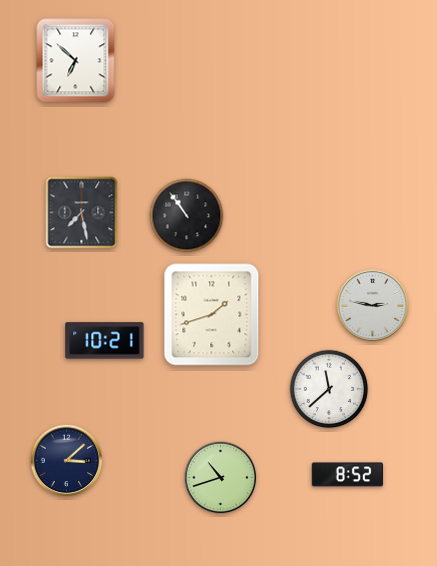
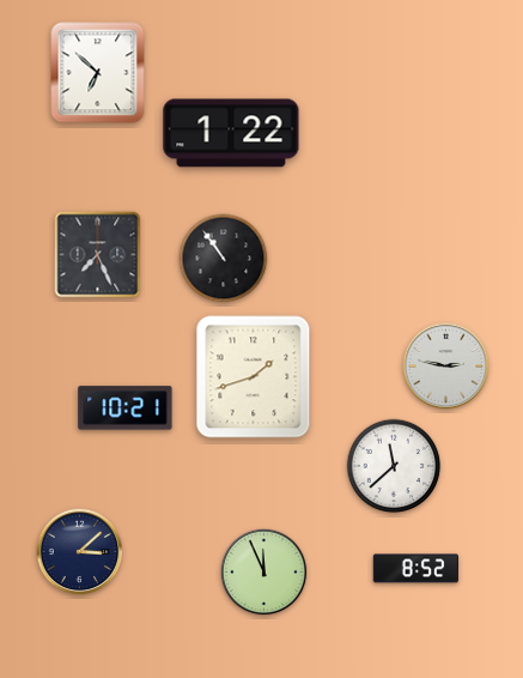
clock at (76, 61) position: (76, 61) -> (98, 73)
clock at (231, 133): none -> 1:22
clock at (82, 213): 7:28 -> 7:26
clock at (221, 478): 10:42 -> 11:56
